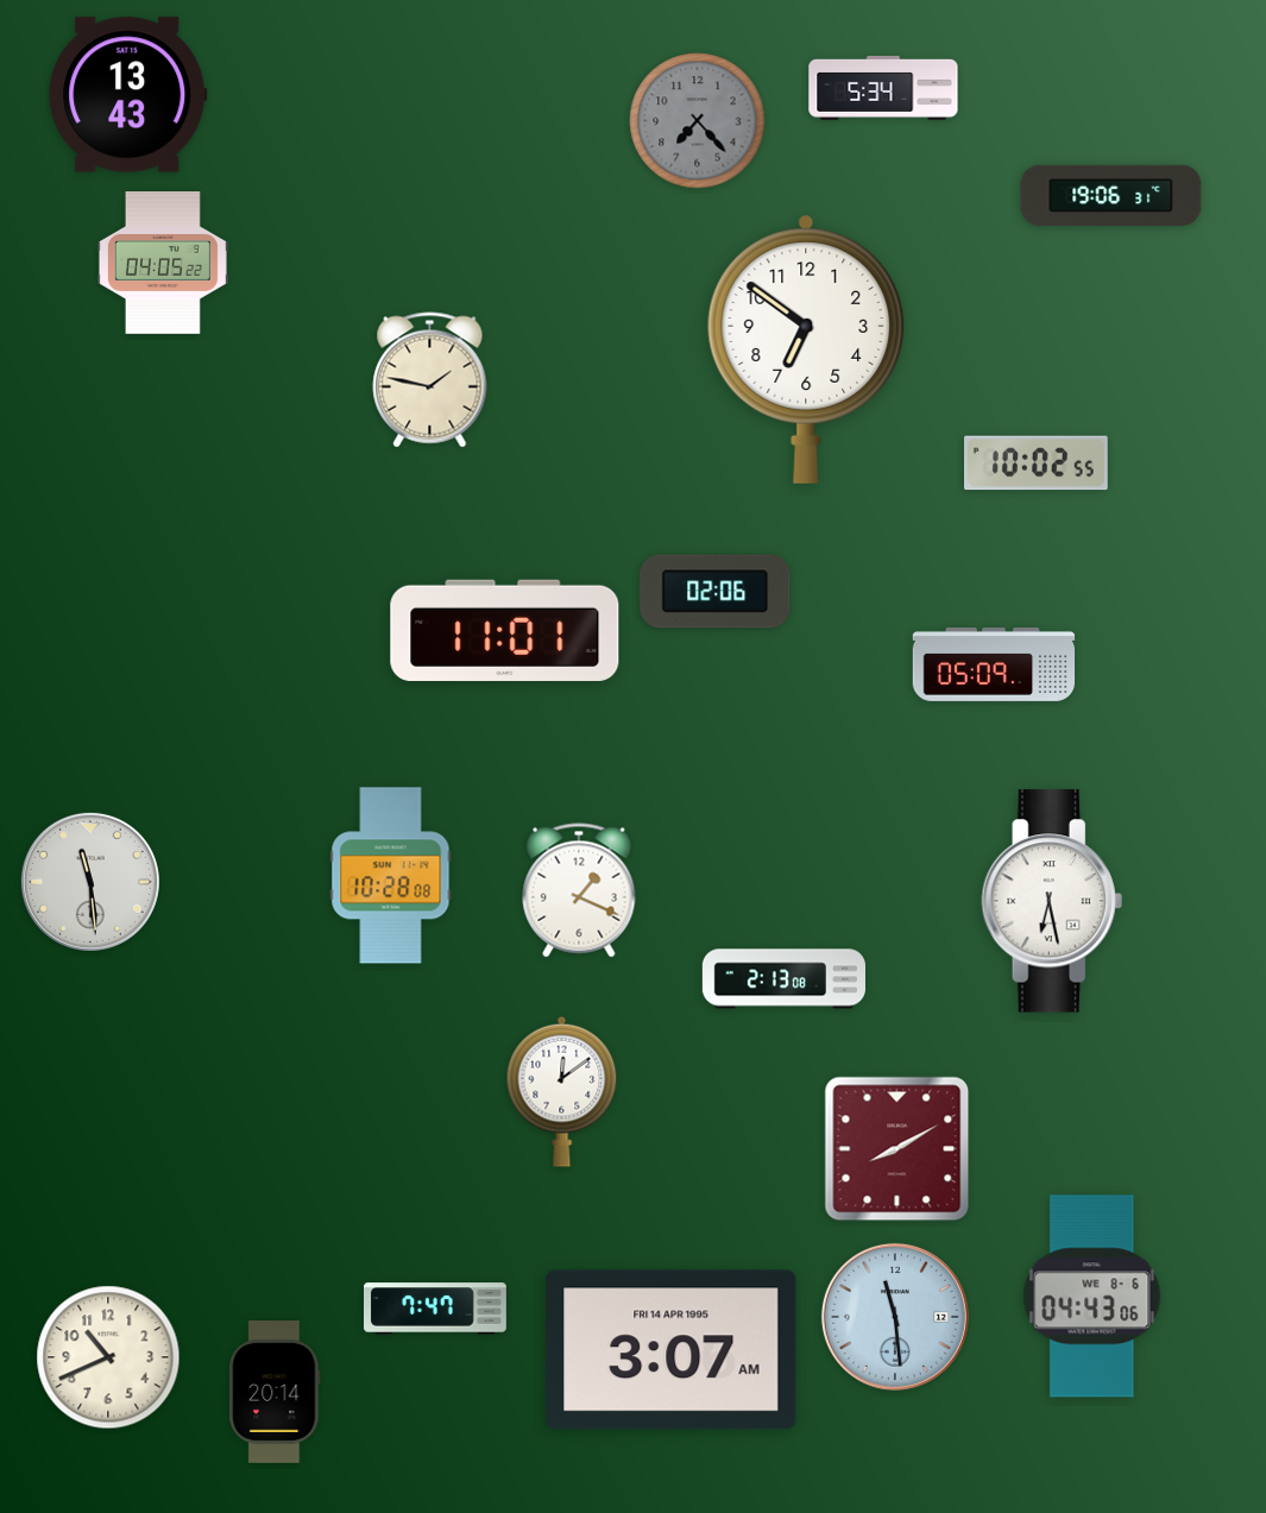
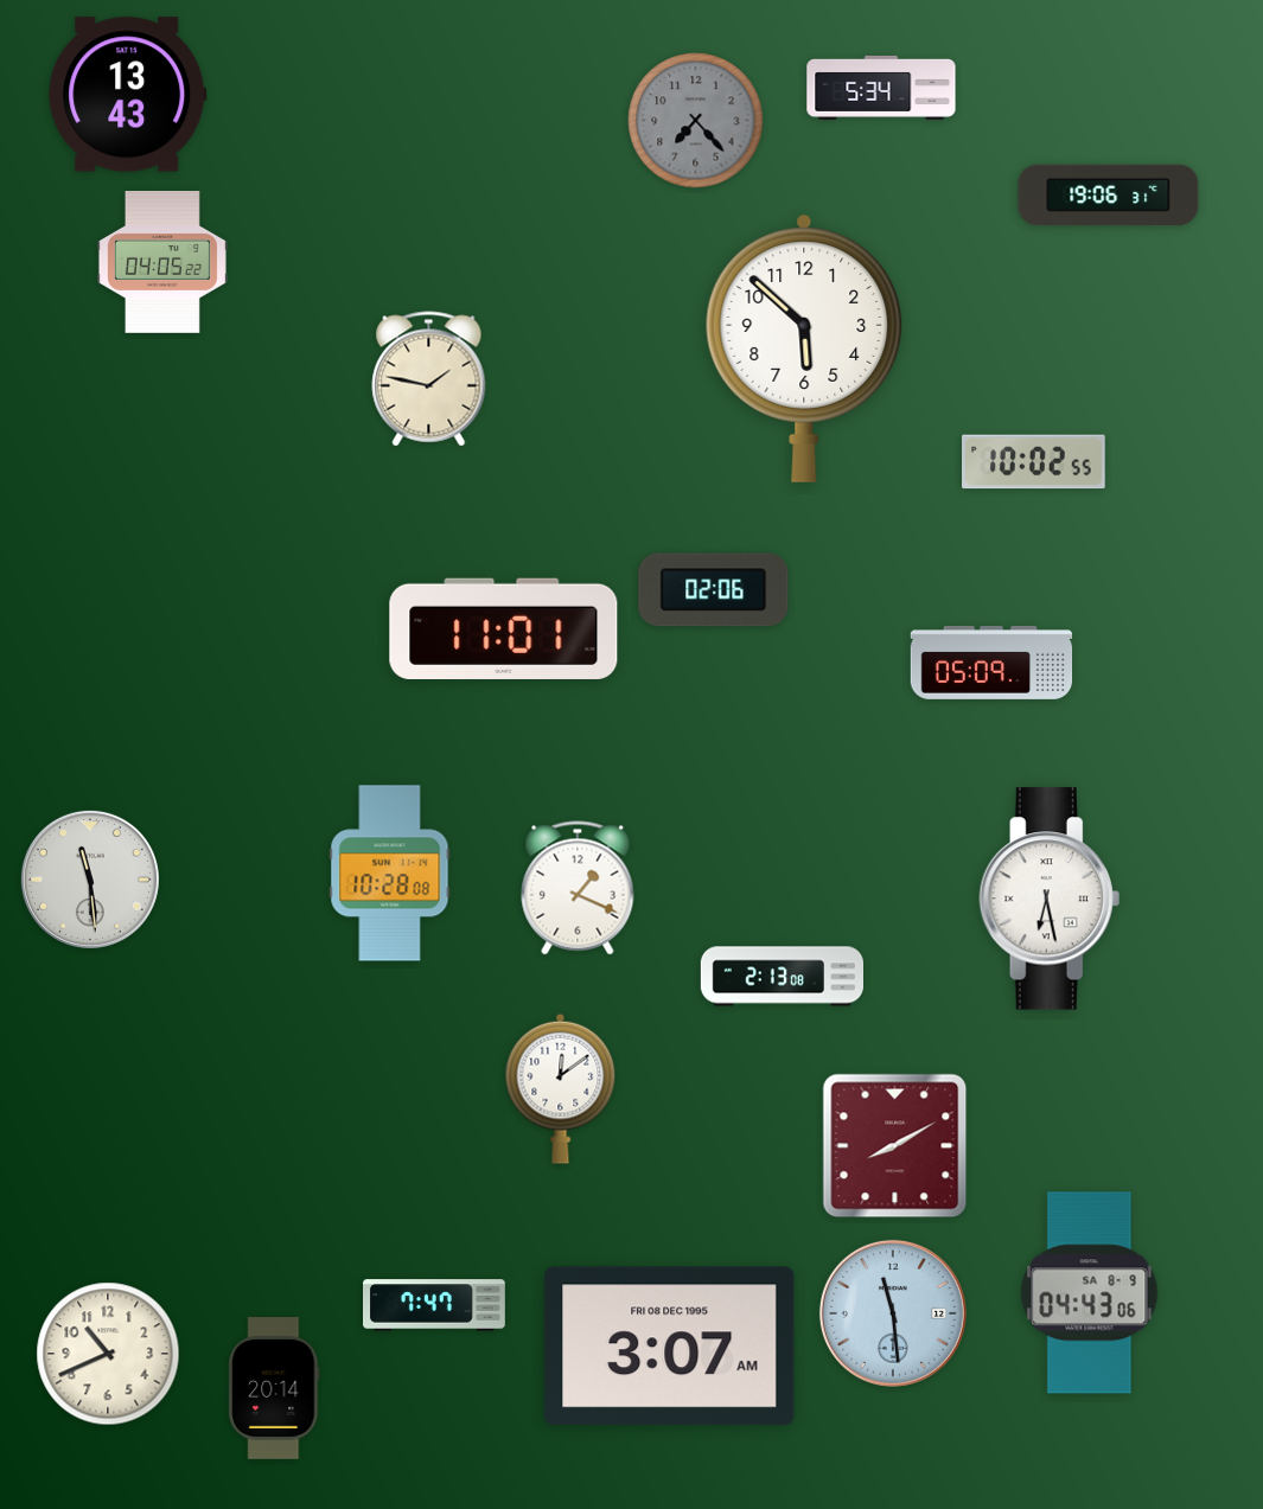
clock at (806, 349): 6:51 -> 5:52
clock at (1092, 1297) date: WE 8-6 -> SA 8-9
clock at (672, 1350) date: FRI 14 APR 1995 -> FRI 08 DEC 1995
